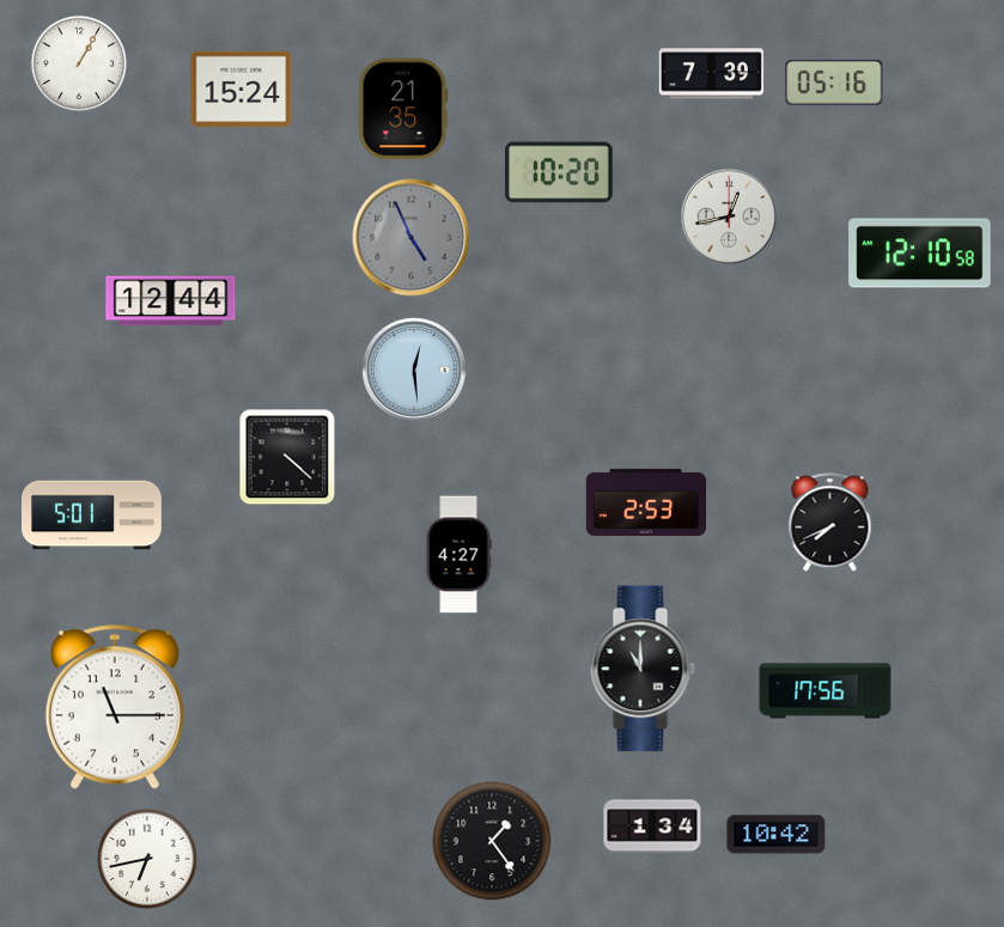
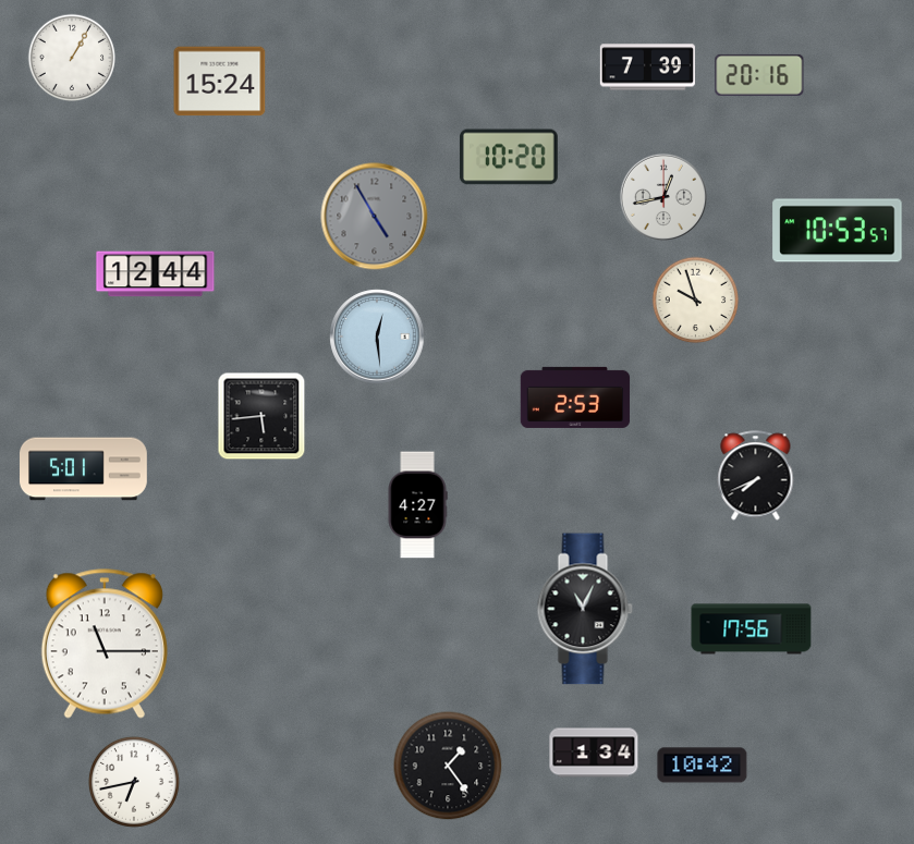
clock at (834, 83): 05:16 -> 20:16
clock at (403, 109): 21:35 -> none
clock at (412, 238): 4:56 -> 4:55
clock at (920, 254): 12:10 -> 10:53
clock at (696, 301): none -> 9:57
clock at (287, 457): 4:22 -> 5:44
clock at (646, 502) position: (646, 502) -> (575, 397)
clock at (643, 669): 11:00 -> 11:04
clock at (777, 835) position: (777, 835) -> (703, 766)
